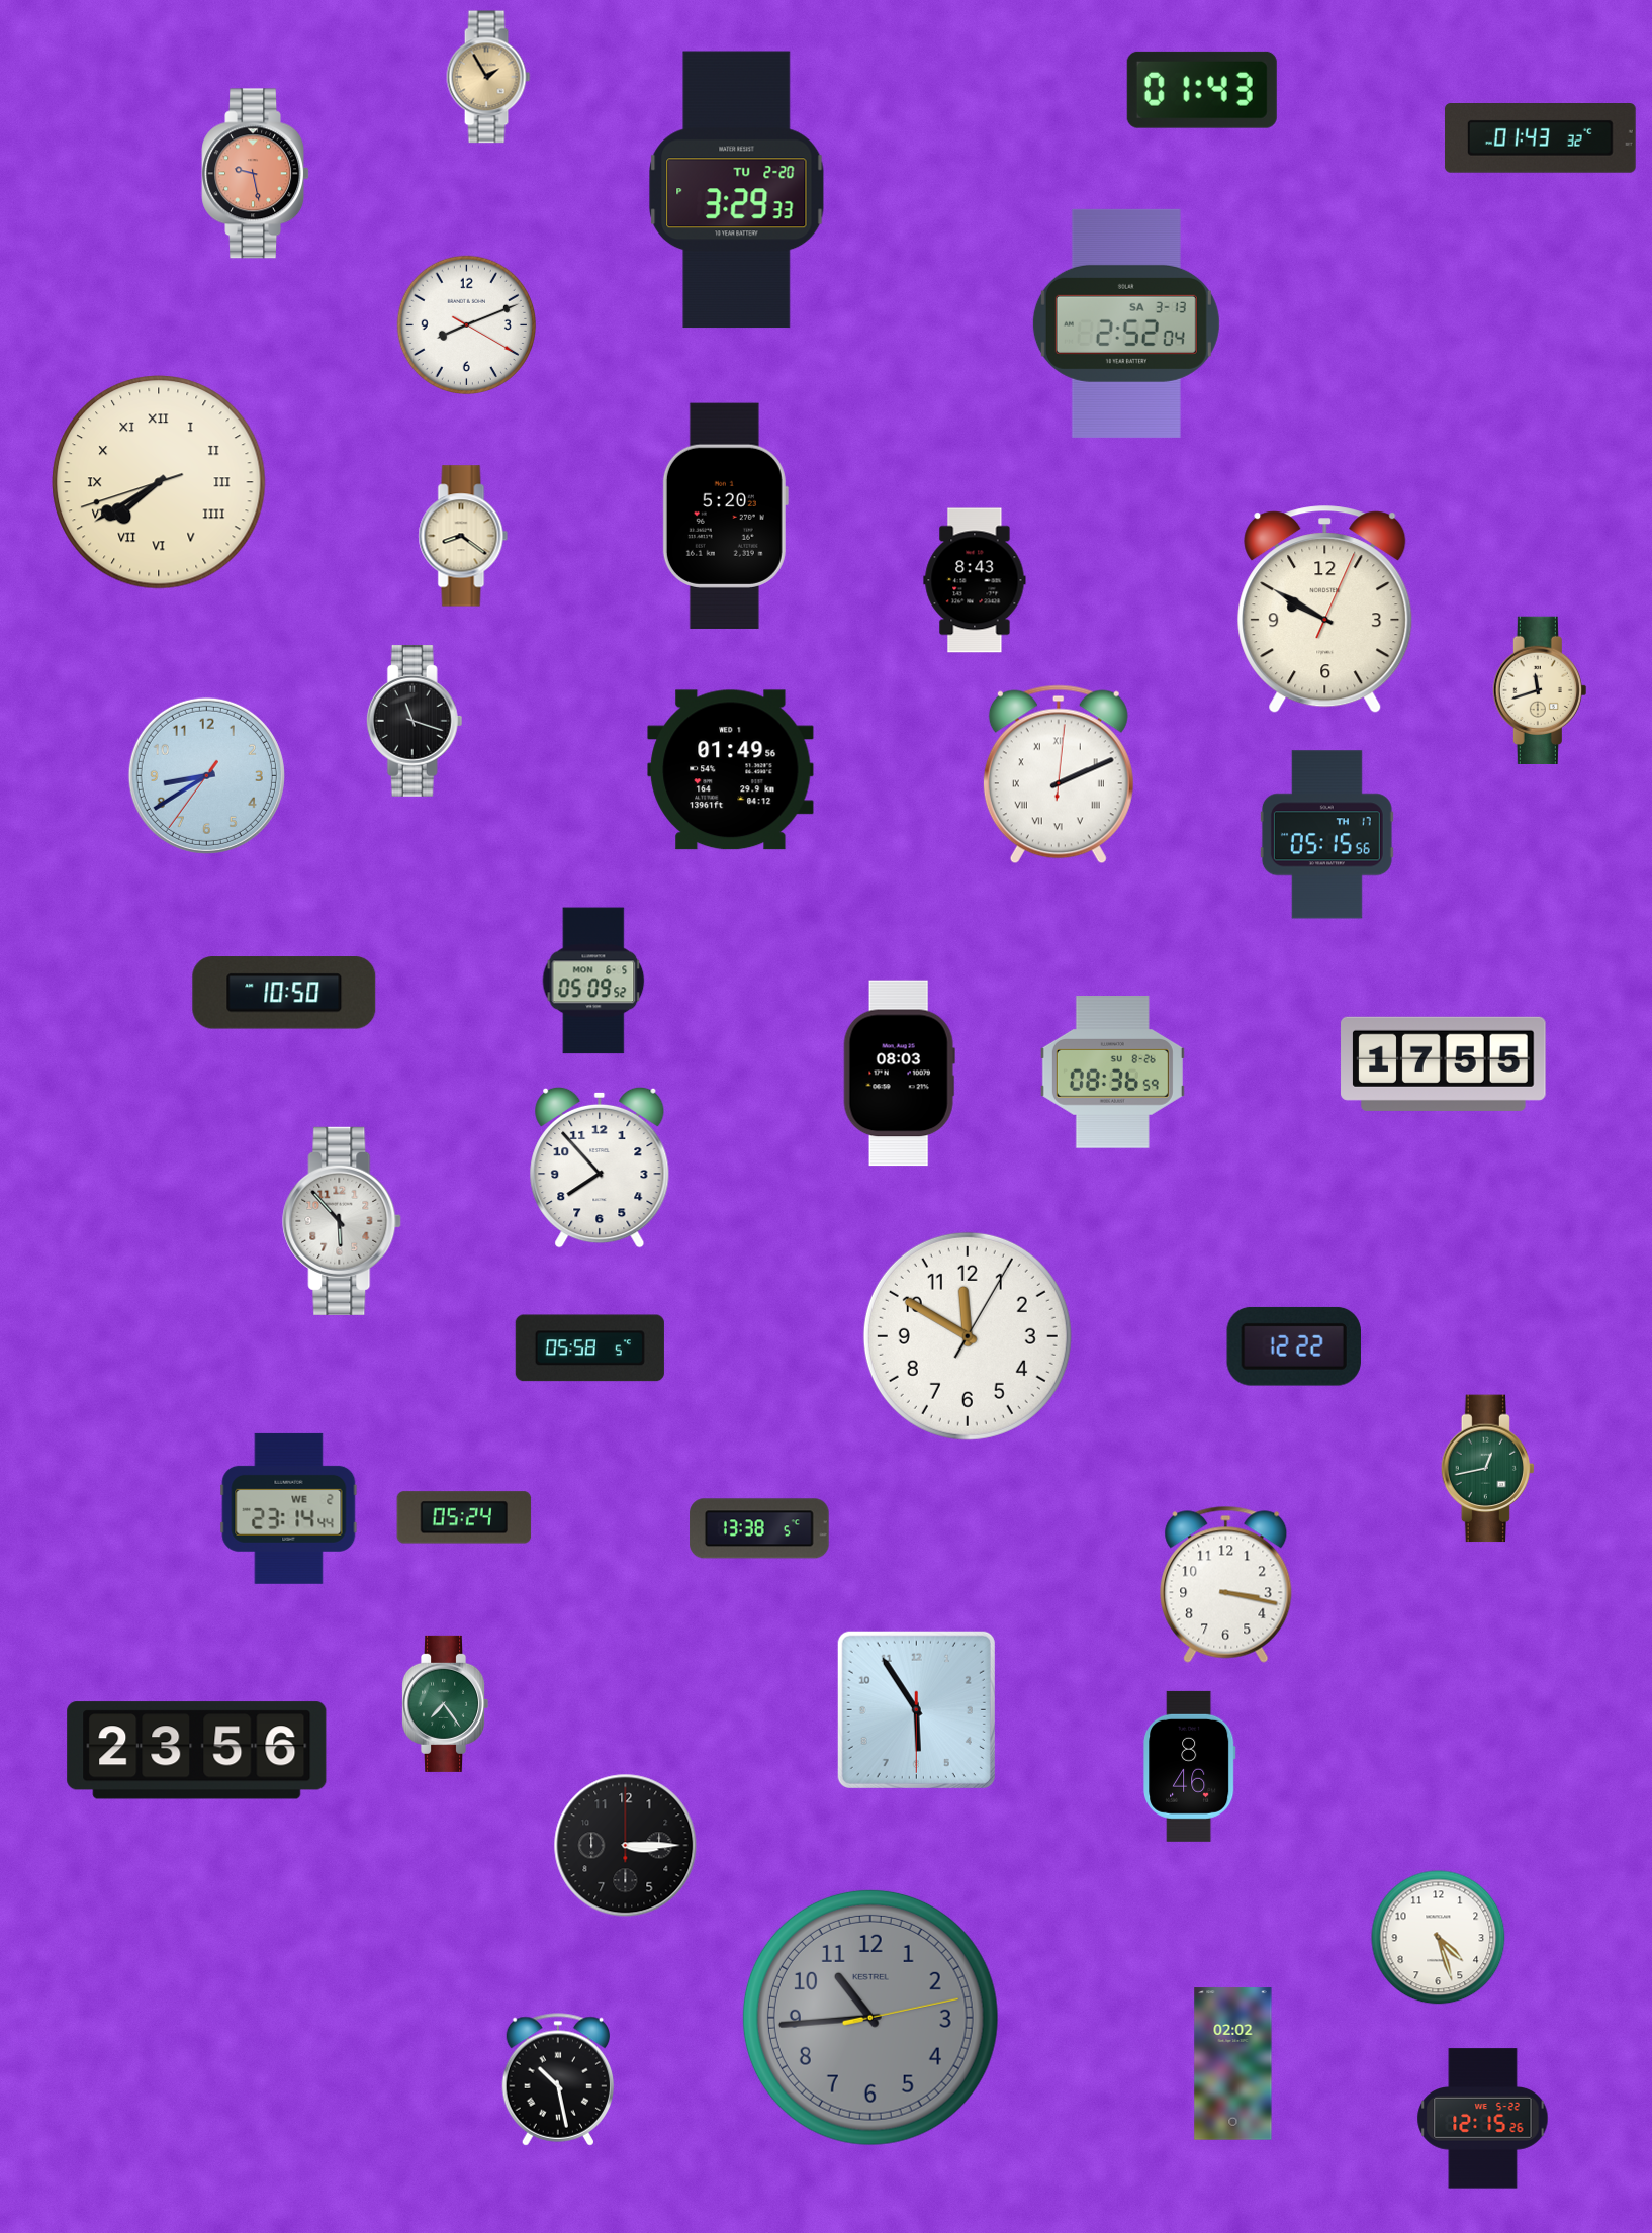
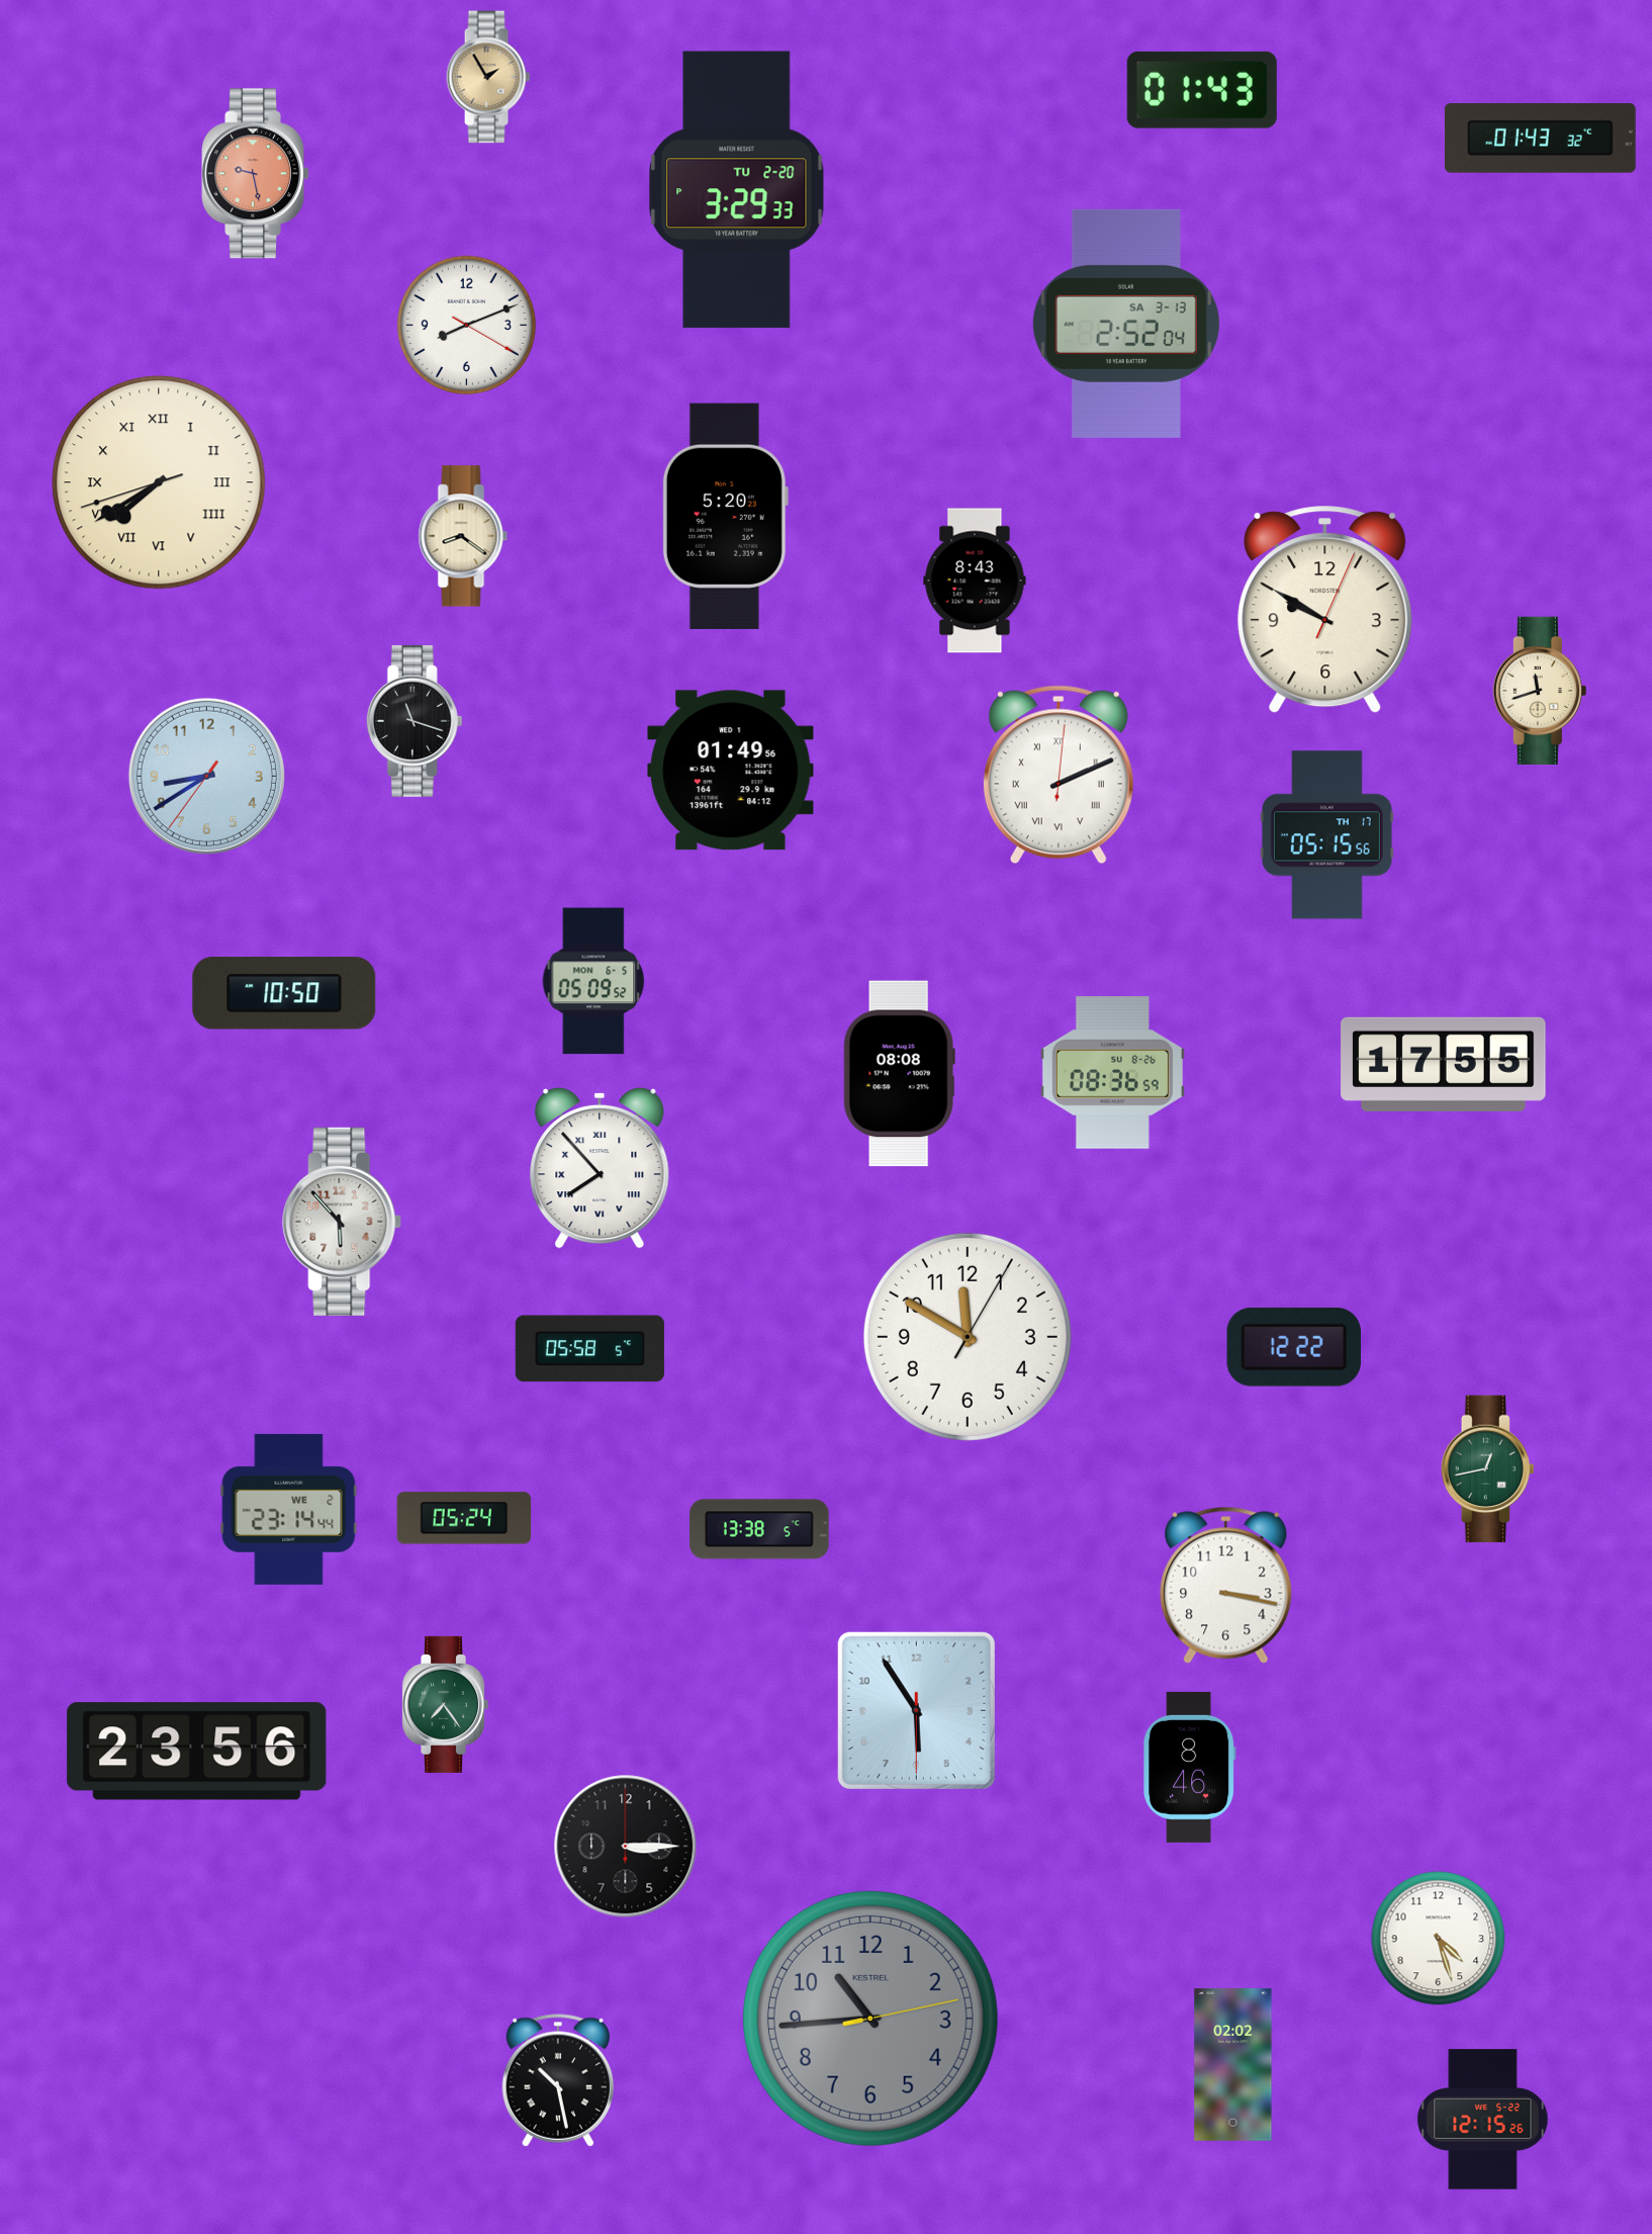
clock at (899, 1074): 08:03 -> 08:08
clock at (600, 1168) numerals: Arabic -> Roman
